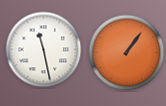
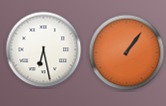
clock at (44, 50): 11:28 -> 6:28
